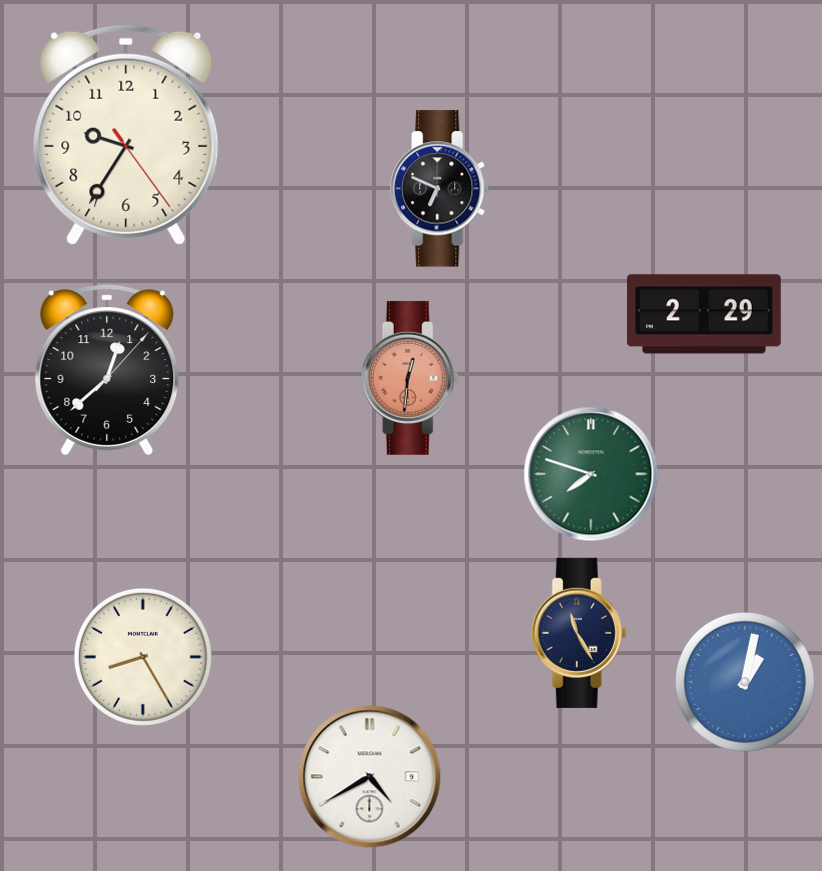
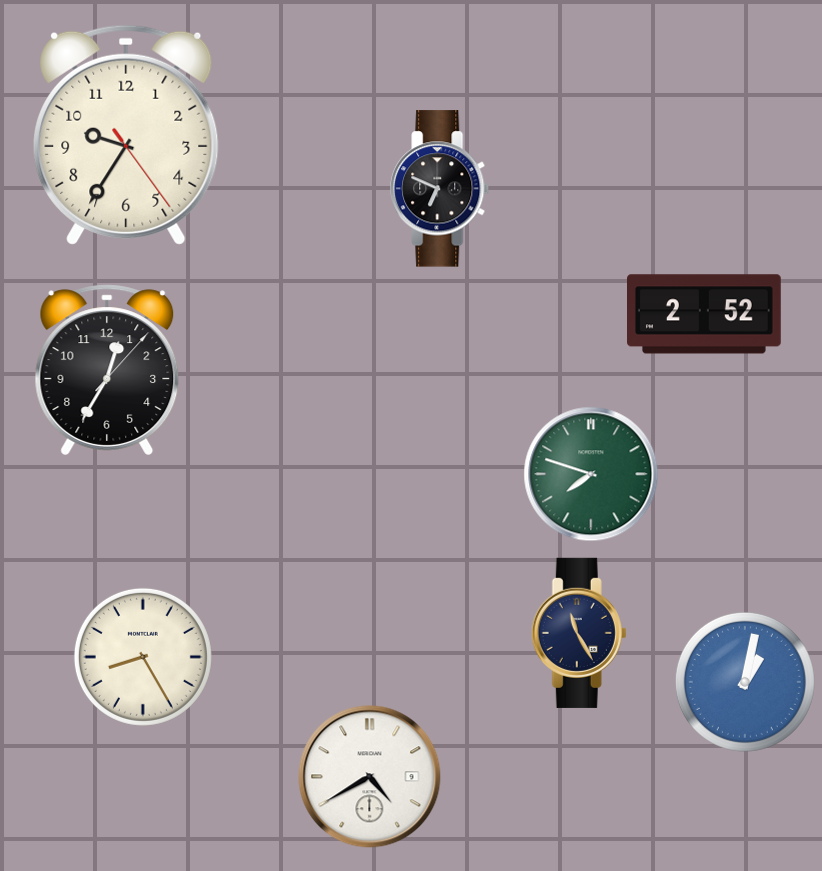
clock at (705, 314): 2:29 -> 2:52
clock at (107, 370): 12:38 -> 12:35
clock at (410, 378): 12:31 -> none
